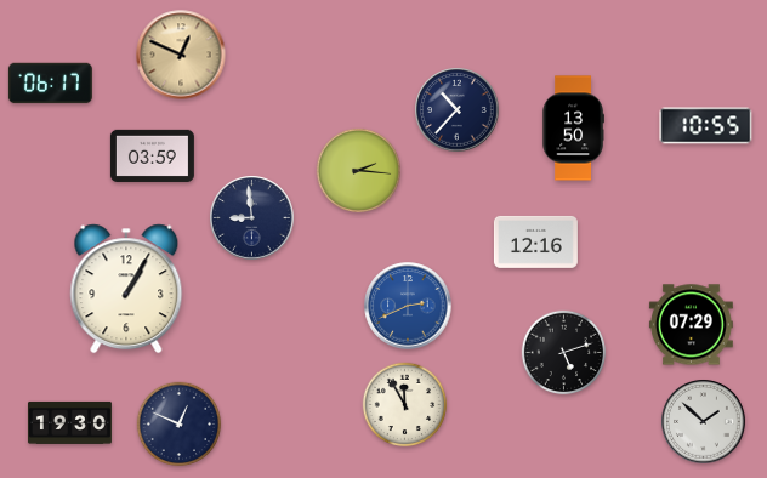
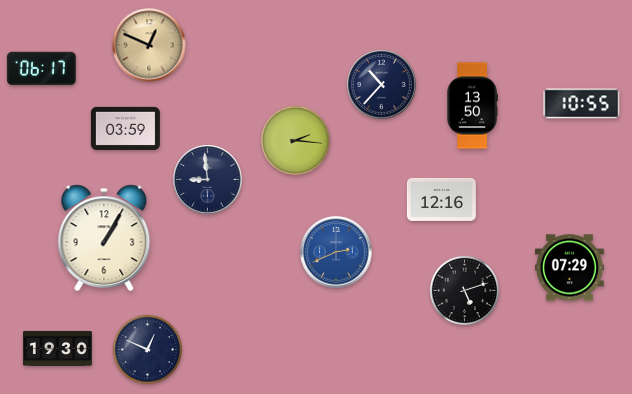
clock at (458, 110) position: (458, 110) -> (382, 85)
clock at (405, 405): 11:55 -> none
clock at (704, 422): 1:52 -> none
